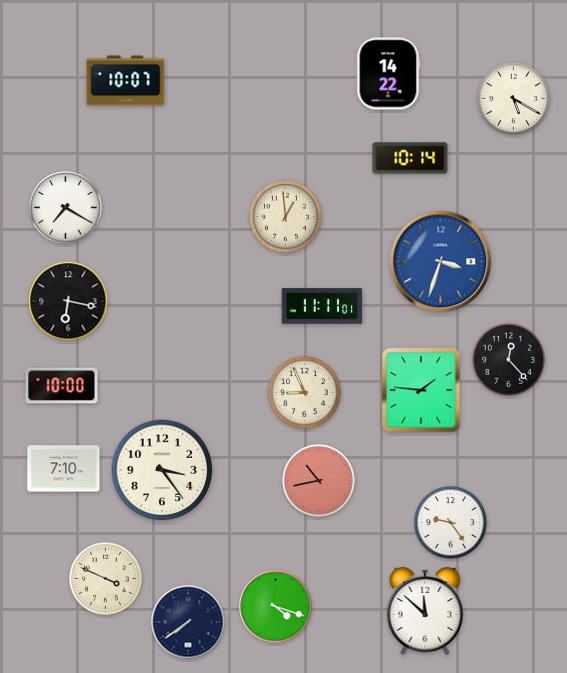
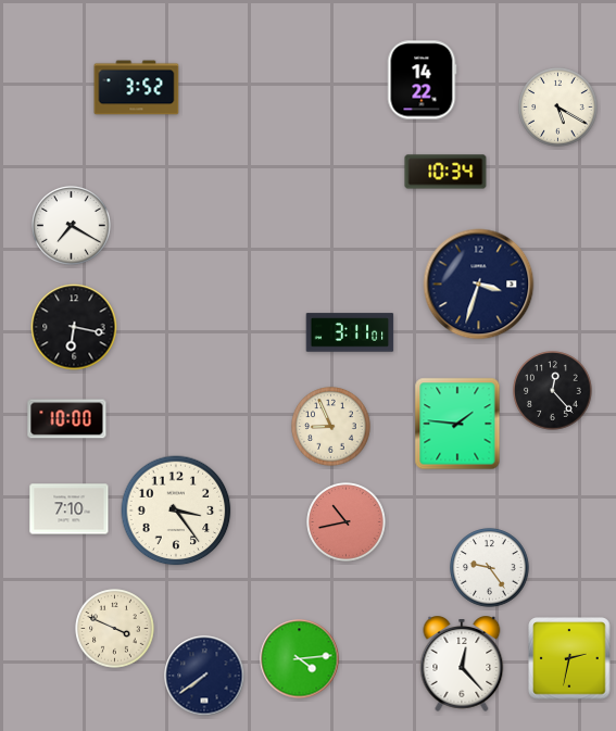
clock at (126, 81): 10:07 -> 3:52
clock at (410, 158): 10:14 -> 10:34
clock at (286, 217): 12:59 -> none
clock at (441, 262) dial: blue -> navy
clock at (322, 306): 11:11 -> 3:11
clock at (569, 658): none -> 2:32
clock at (276, 607): 4:18 -> 4:14
clock at (425, 611): 11:52 -> 12:23
